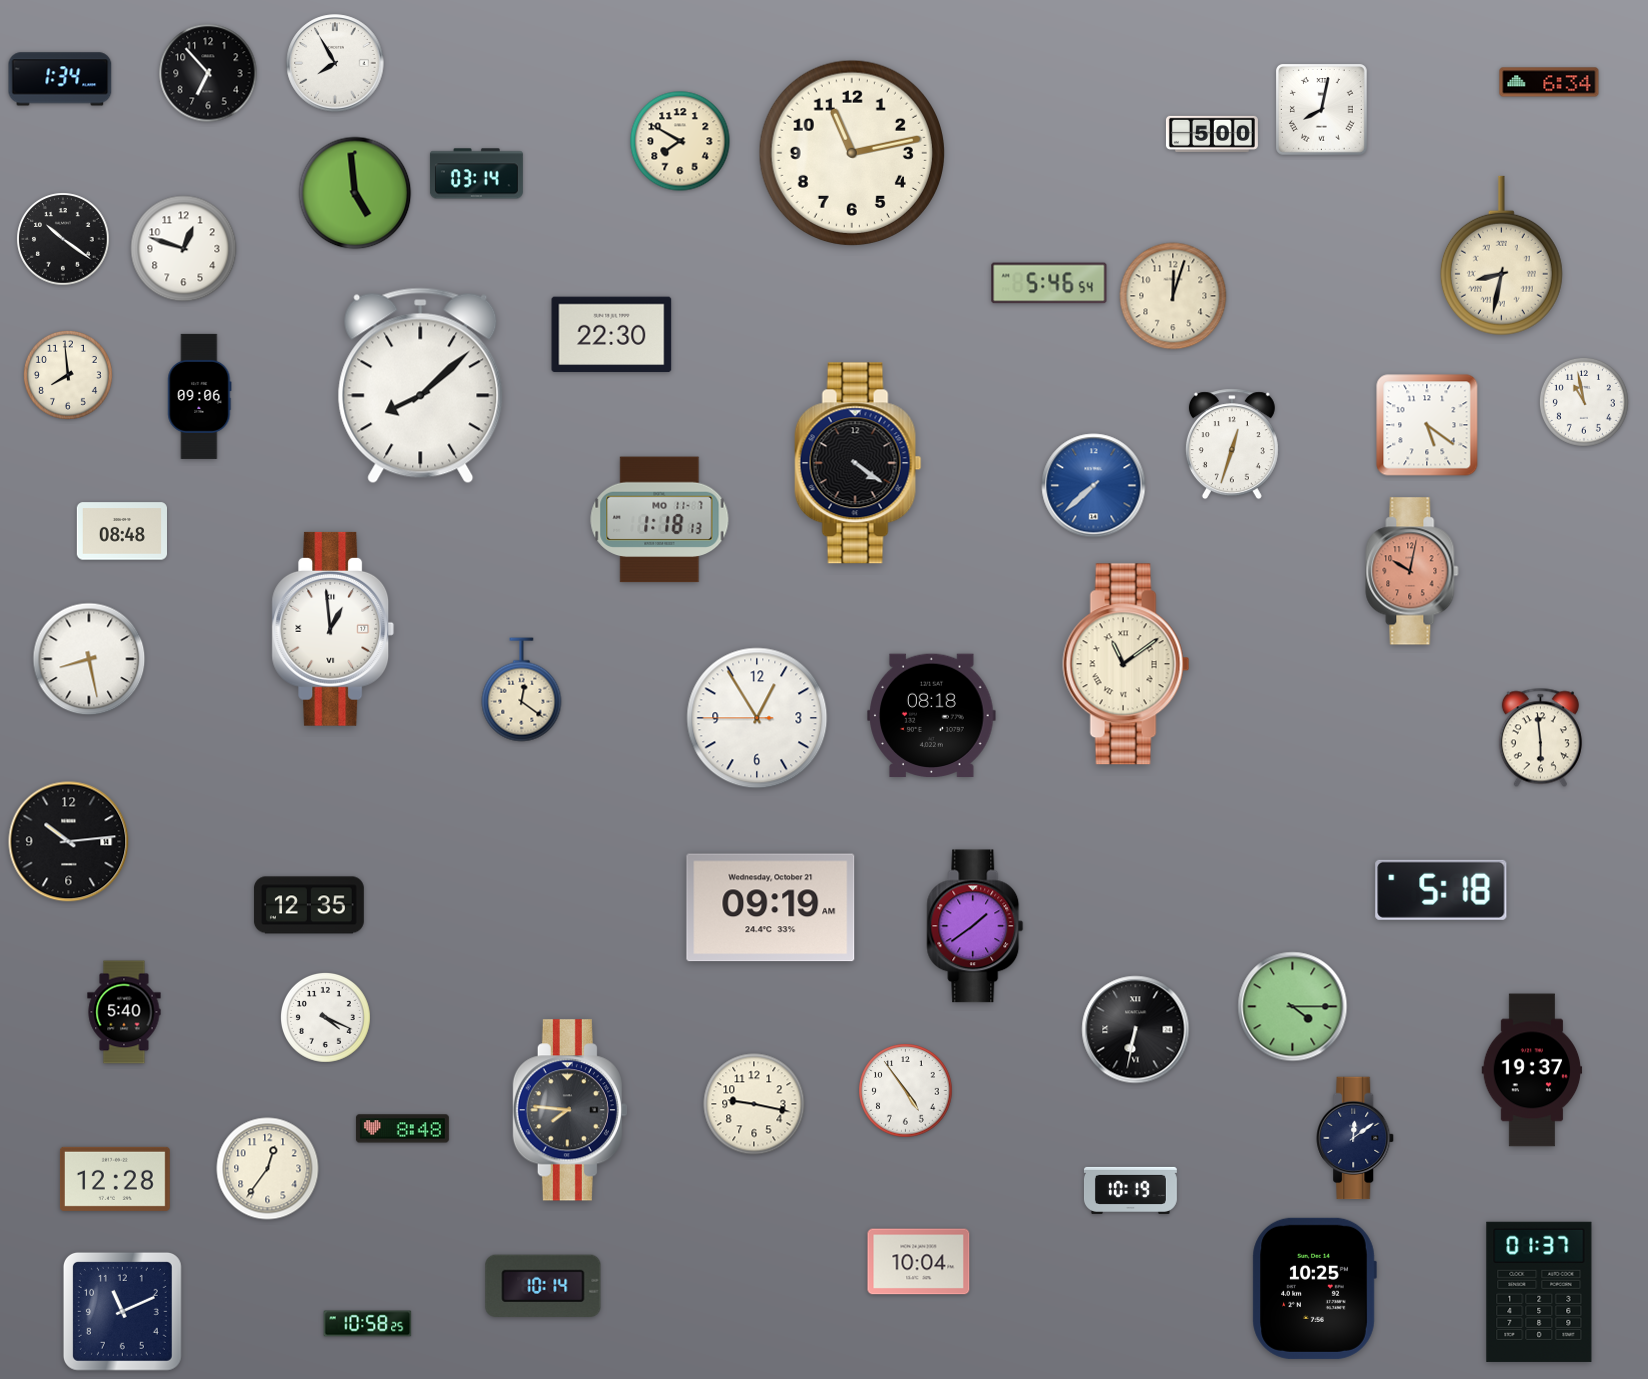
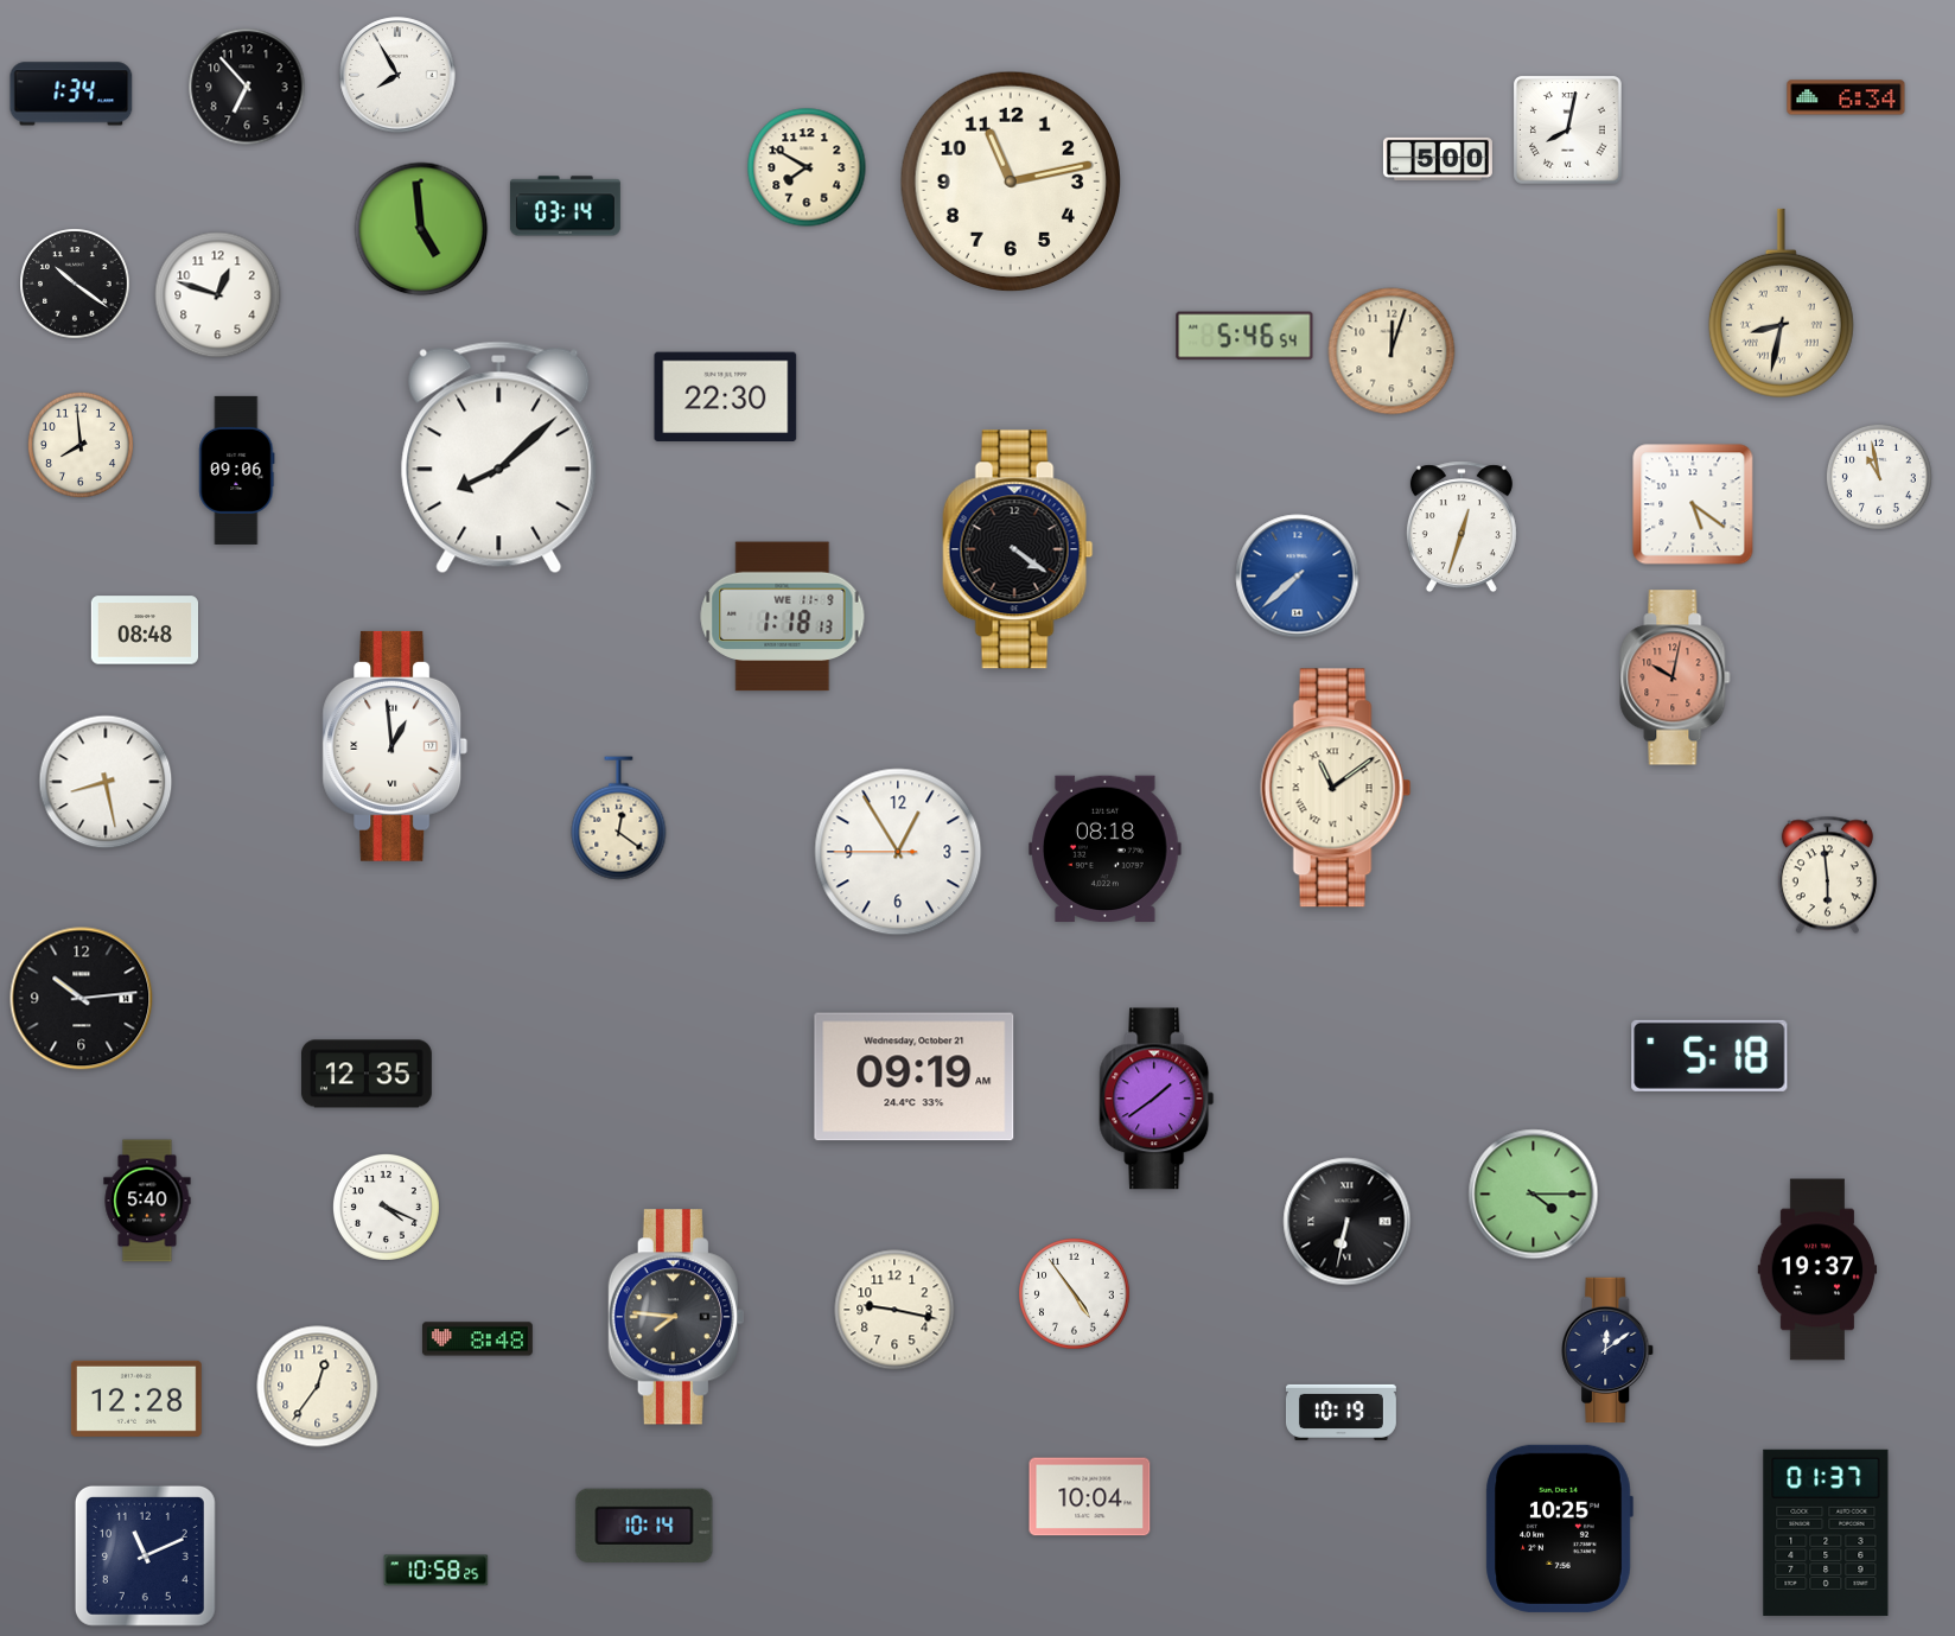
clock at (1549, 82) position: (1549, 82) -> (1846, 97)
clock at (660, 520) date: MO 11-7 -> WE 11-9
